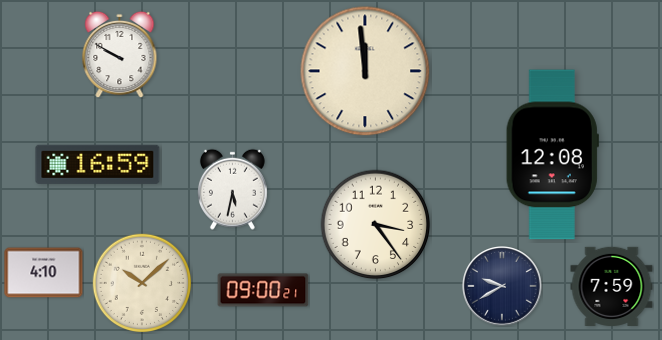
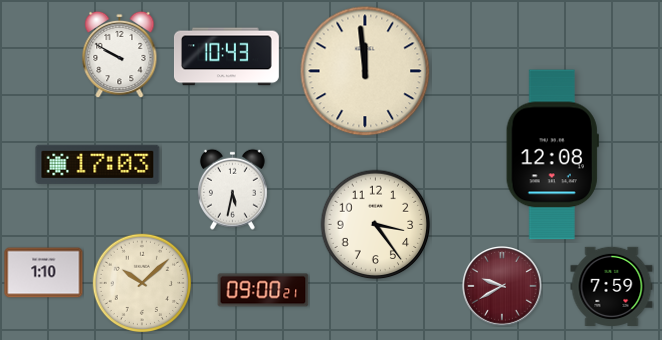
clock at (226, 57): none -> 10:43
clock at (98, 164): 16:59 -> 17:03
clock at (44, 273): 4:10 -> 1:10
clock at (503, 287) dial: navy -> burgundy
